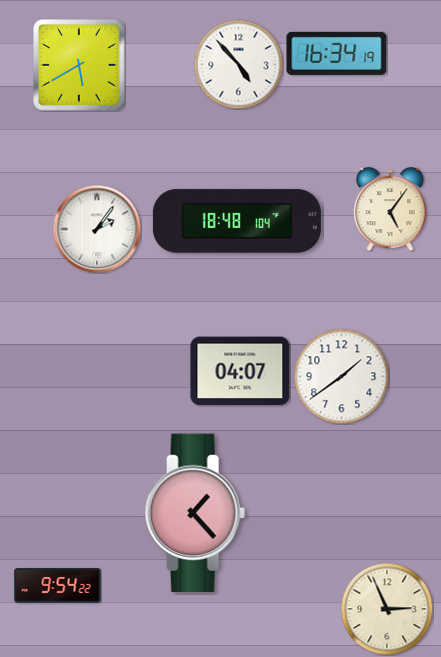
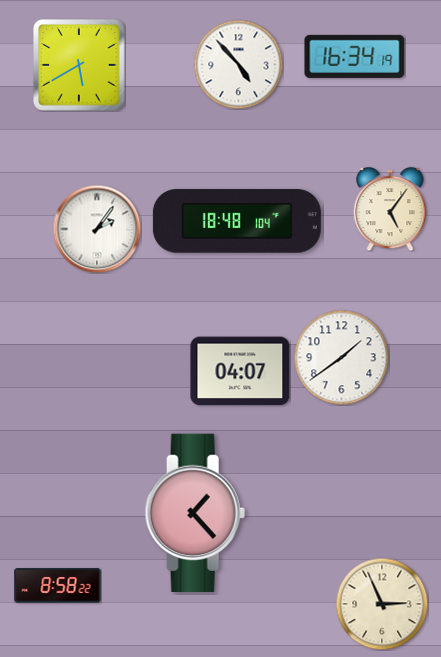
clock at (337, 53) position: (337, 53) -> (355, 56)
clock at (341, 376) position: (341, 376) -> (341, 357)
clock at (58, 586): 9:54 -> 8:58
clock at (387, 609) position: (387, 609) -> (382, 604)
